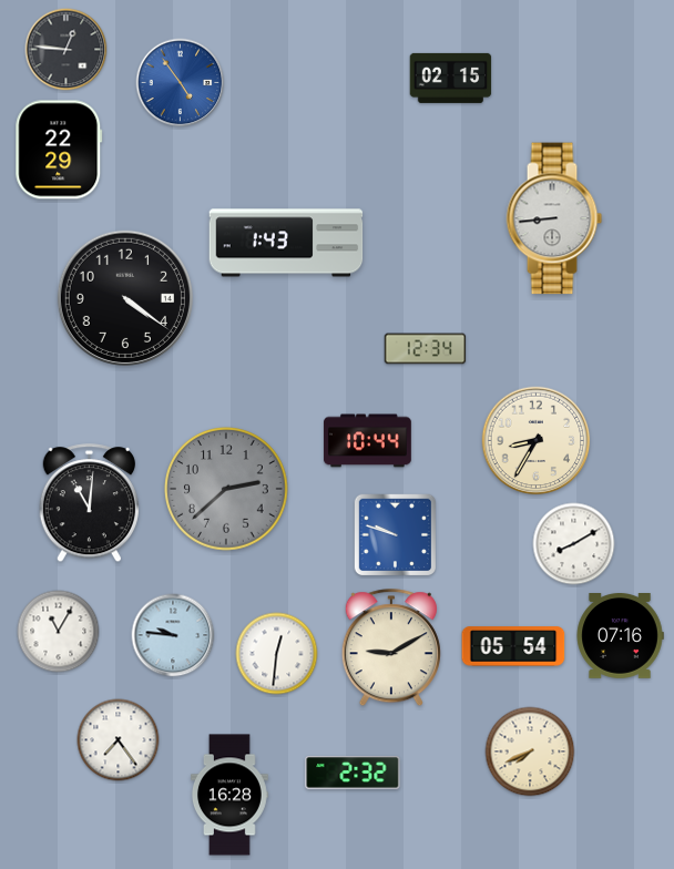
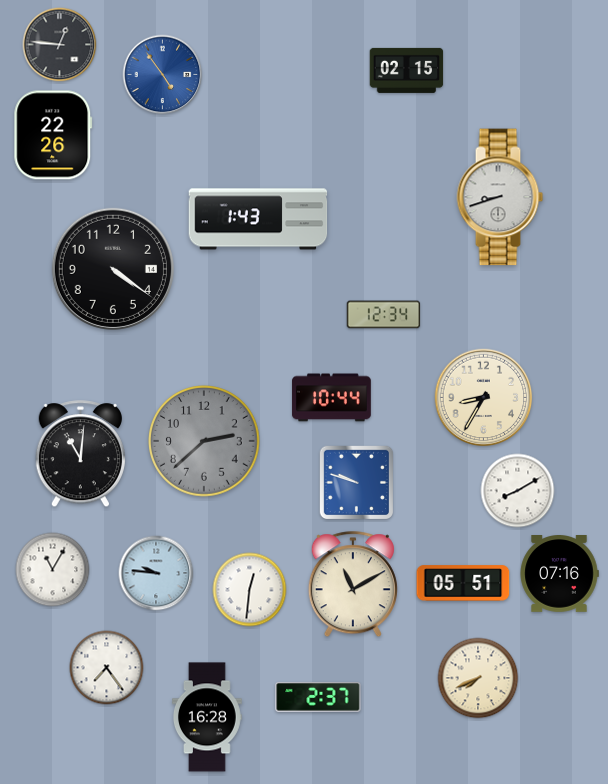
clock at (59, 150): 22:29 -> 22:26
clock at (554, 218): 8:44 -> 8:42
clock at (513, 646): 05:54 -> 05:51
clock at (391, 648): 9:10 -> 11:10
clock at (353, 773): 2:32 -> 2:37
